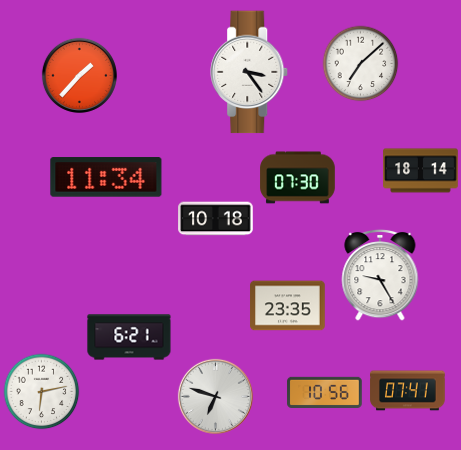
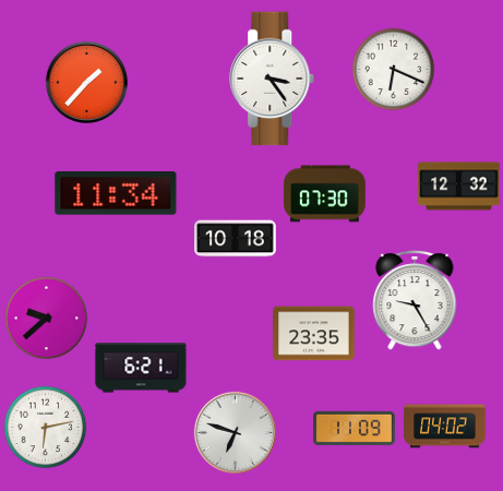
clock at (361, 64): 7:08 -> 6:19
clock at (421, 171): 18:14 -> 12:32
clock at (47, 319): none -> 9:38
clock at (408, 391): 07:41 -> 04:02
clock at (325, 392): 10:56 -> 11:09
